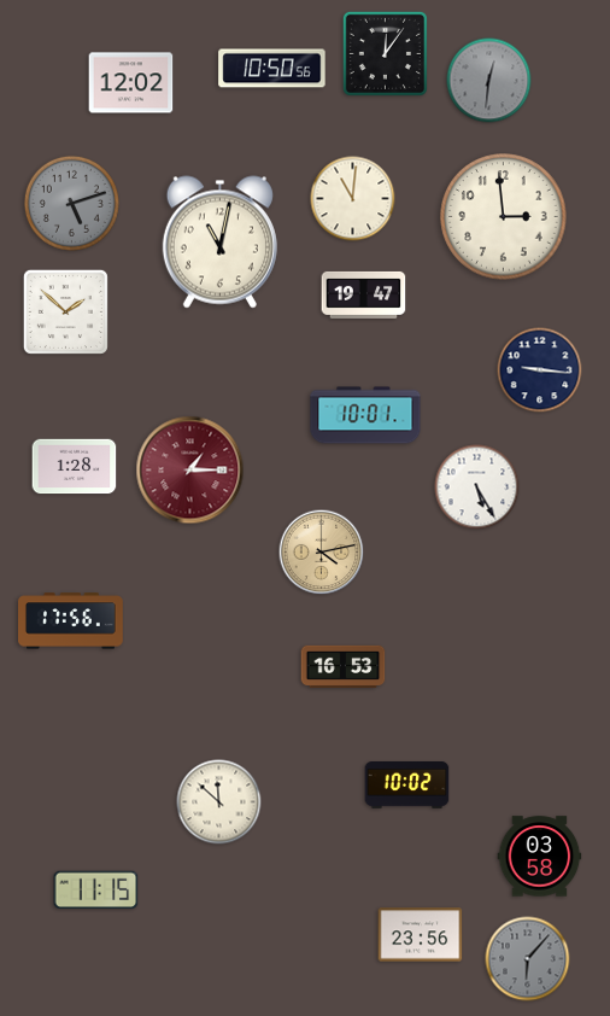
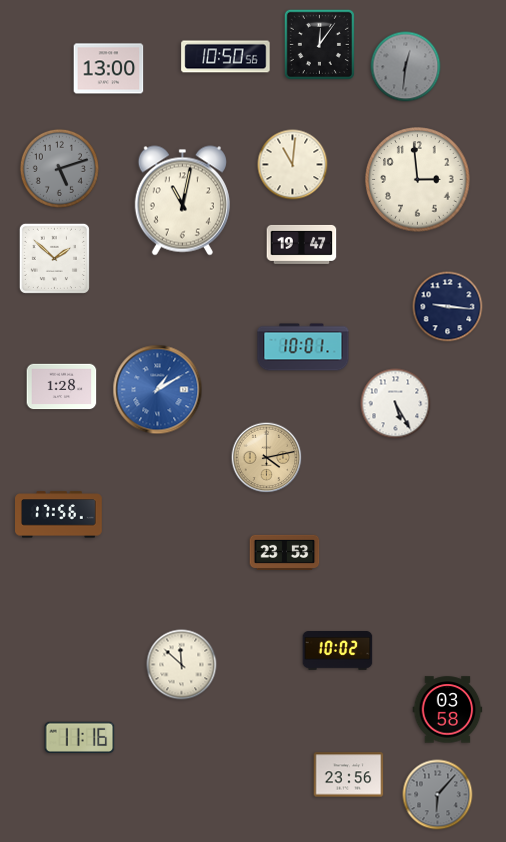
clock at (131, 83): 12:02 -> 13:00
clock at (365, 415) position: (365, 415) -> (303, 347)
clock at (190, 471): 1:15 -> 1:10
clock at (190, 471) dial: burgundy -> blue
clock at (344, 666): 16:53 -> 23:53
clock at (96, 891): 11:15 -> 11:16
